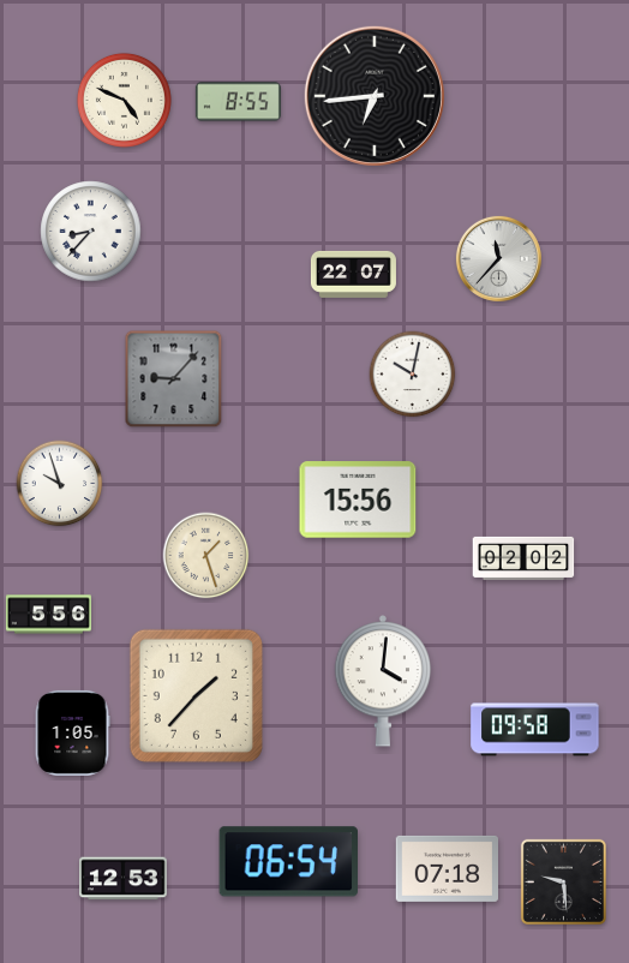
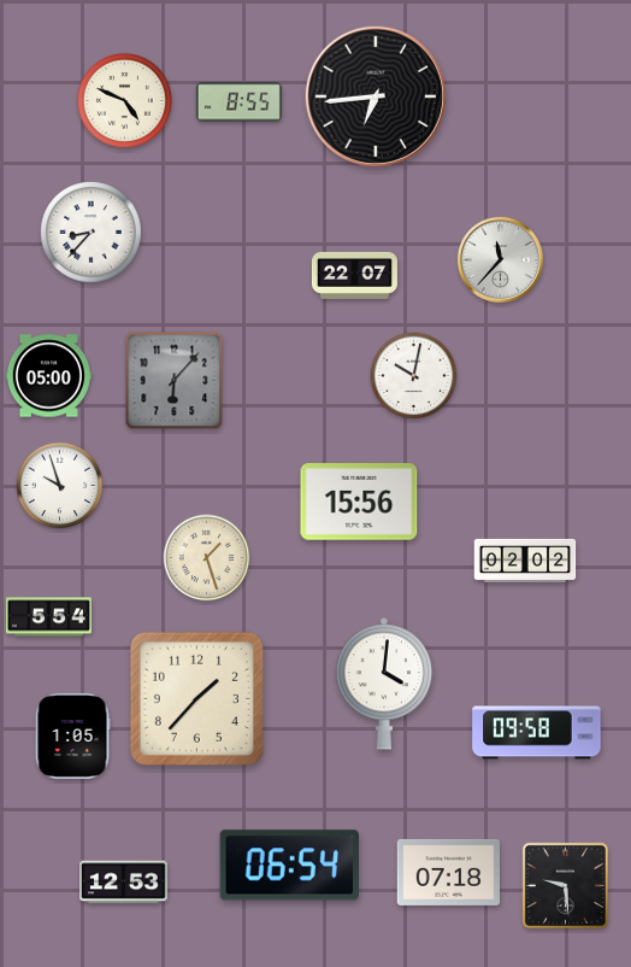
clock at (48, 376): none -> 05:00
clock at (174, 379): 9:07 -> 6:07
clock at (48, 615): 5:56 -> 5:54
